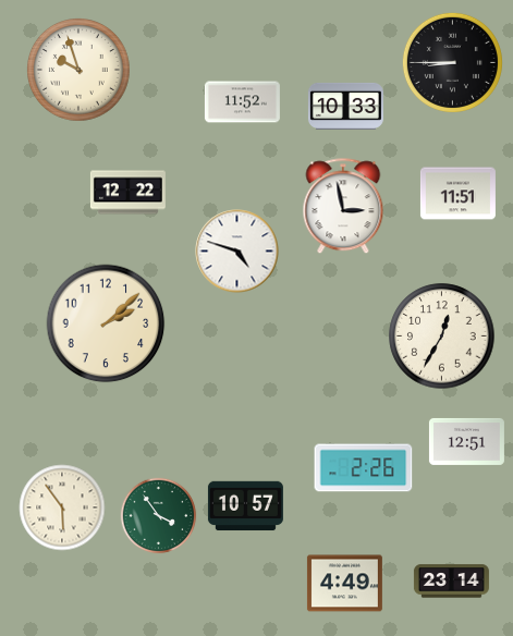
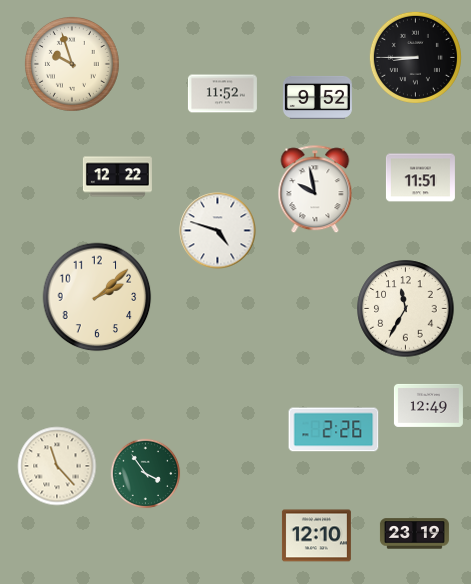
clock at (345, 106): 10:33 -> 9:52
clock at (343, 207): 2:58 -> 9:58
clock at (442, 337): 12:35 -> 11:35
clock at (466, 441): 12:51 -> 12:49
clock at (245, 506): 10:57 -> none
clock at (62, 507): 5:54 -> 11:23
clock at (451, 582): 23:14 -> 23:19
clock at (344, 584): 4:49 -> 12:10
